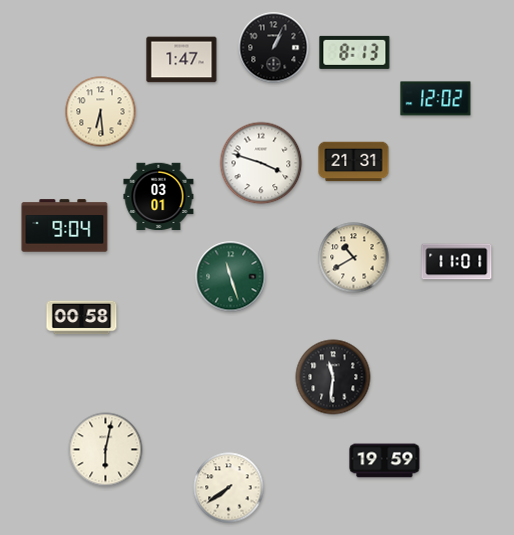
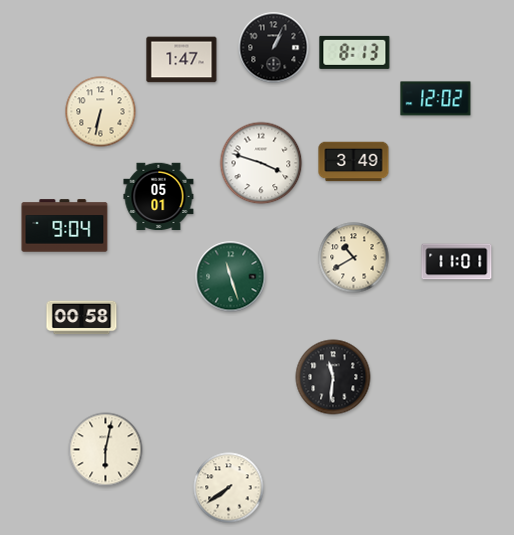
clock at (101, 112): 6:29 -> 6:32
clock at (354, 162): 21:31 -> 3:49
clock at (159, 197): 03:01 -> 05:01
clock at (385, 461): 19:59 -> none
